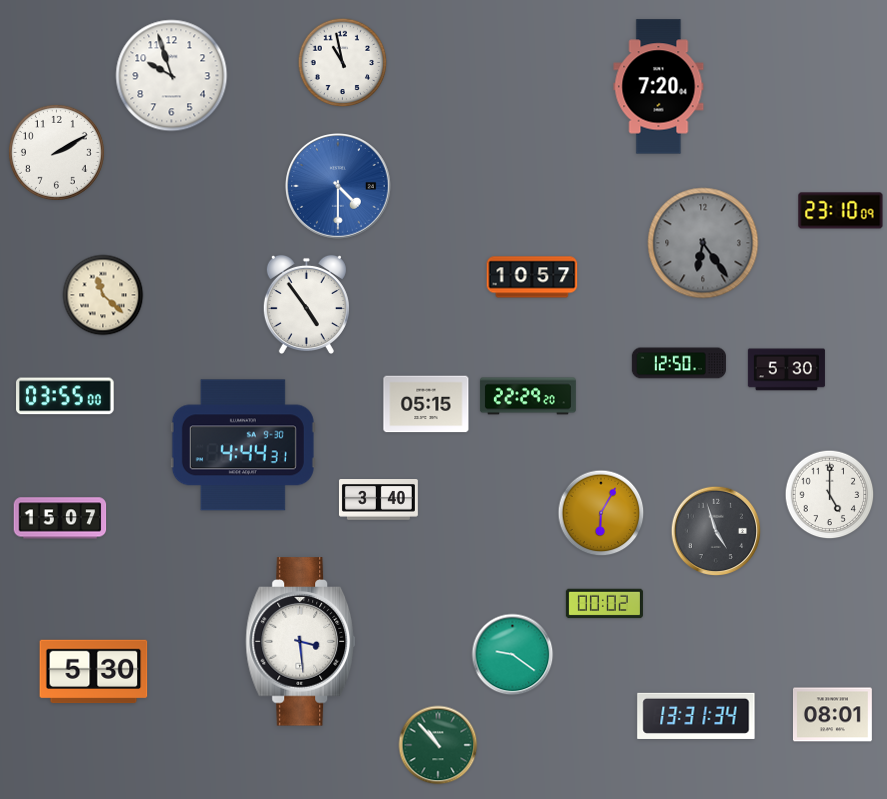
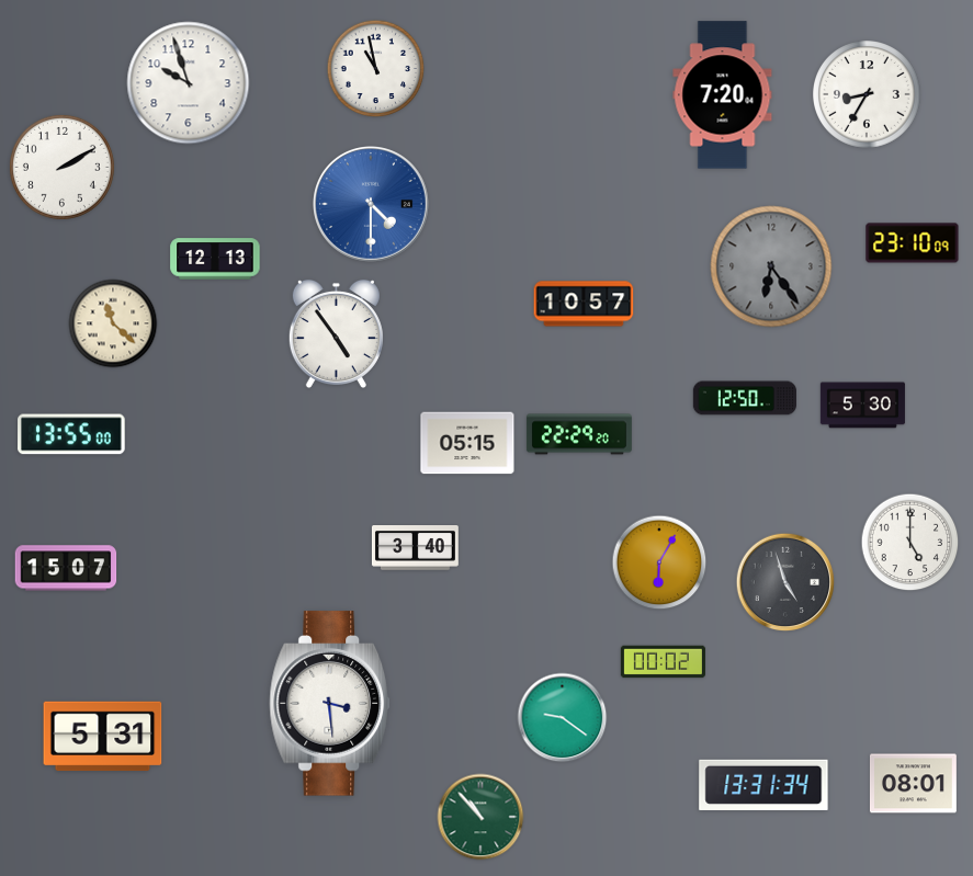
clock at (868, 95): none -> 8:35
clock at (841, 211) position: (841, 211) -> (913, 243)
clock at (215, 259): none -> 12:13
clock at (66, 396): 03:55 -> 13:55
clock at (243, 445): 4:44 -> none
clock at (94, 672): 5:30 -> 5:31
